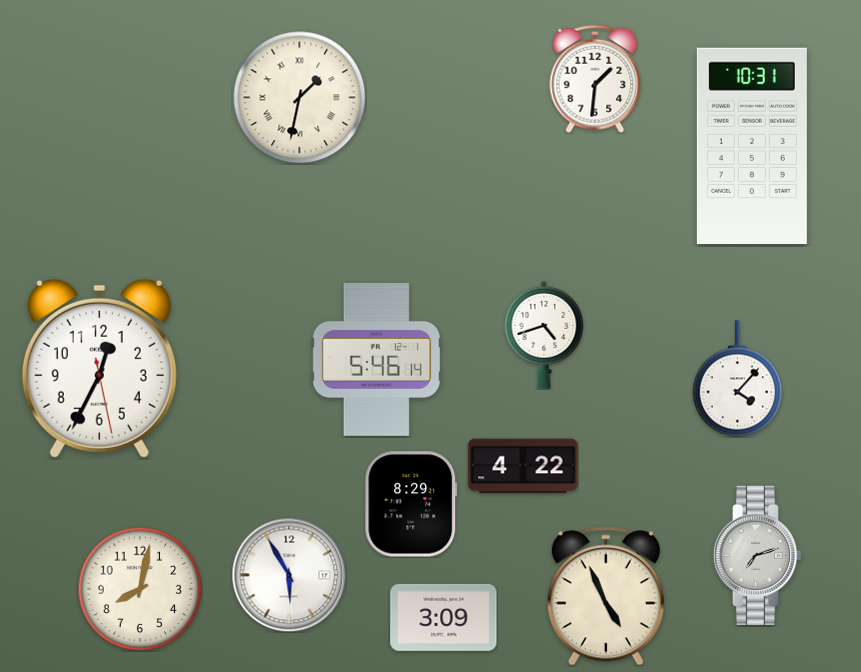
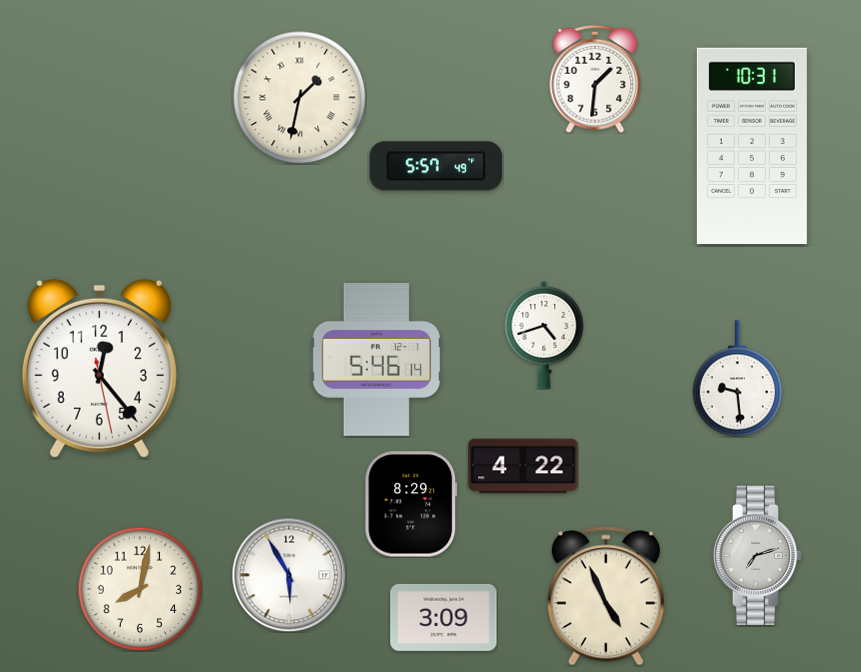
clock at (436, 166): none -> 5:57
clock at (99, 368): 12:34 -> 12:23
clock at (737, 379): 4:07 -> 9:29
